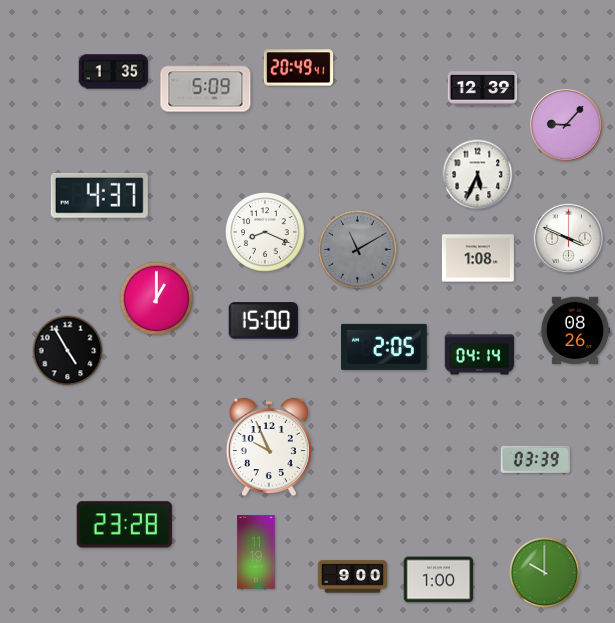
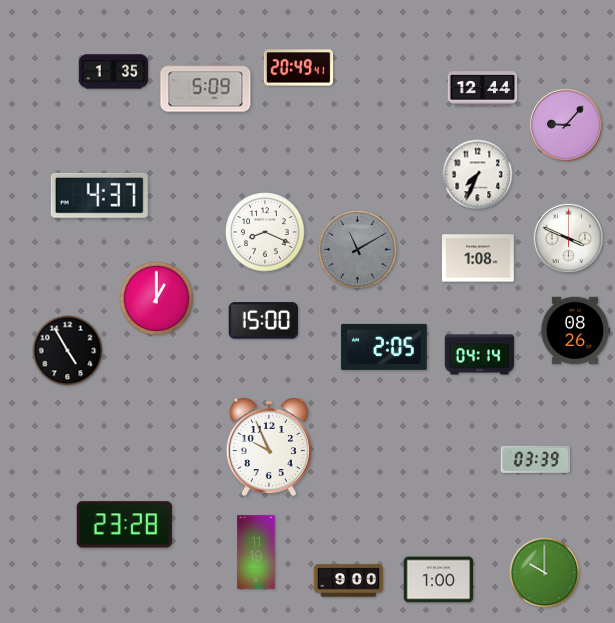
clock at (483, 89): 12:39 -> 12:44
clock at (478, 175): 5:34 -> 7:34
clock at (353, 577) position: (353, 577) -> (349, 581)
